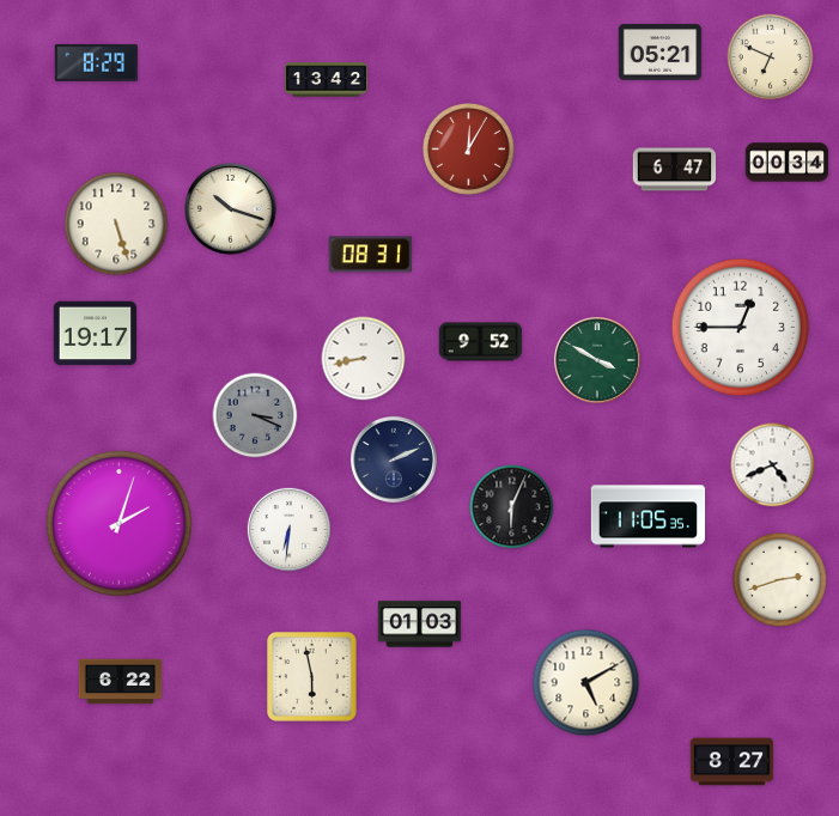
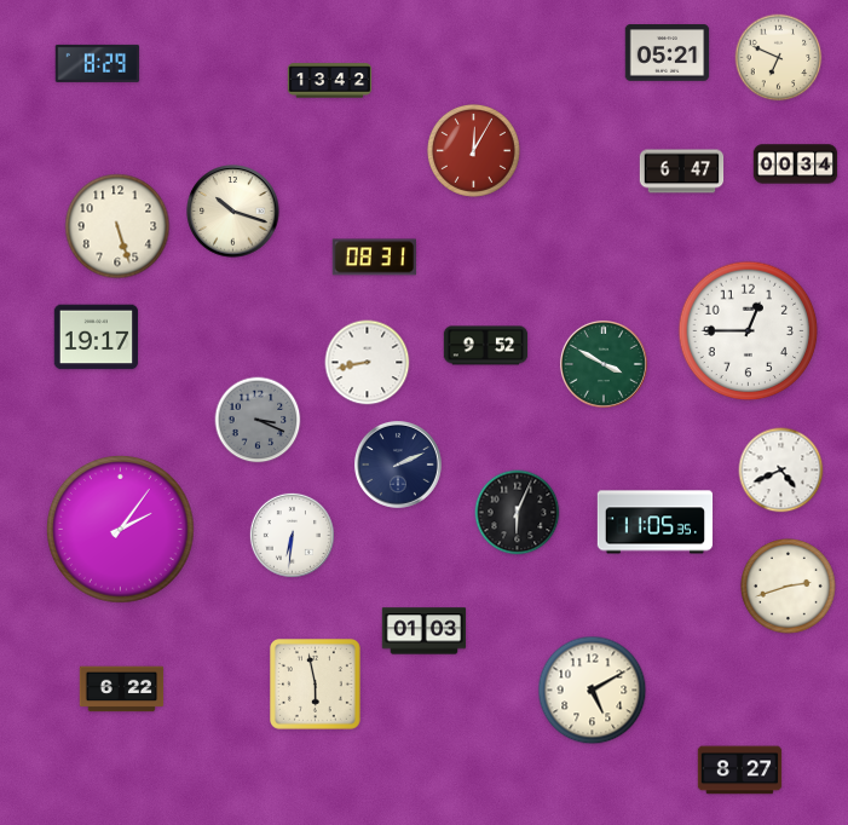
clock at (120, 524): 2:03 -> 2:06
